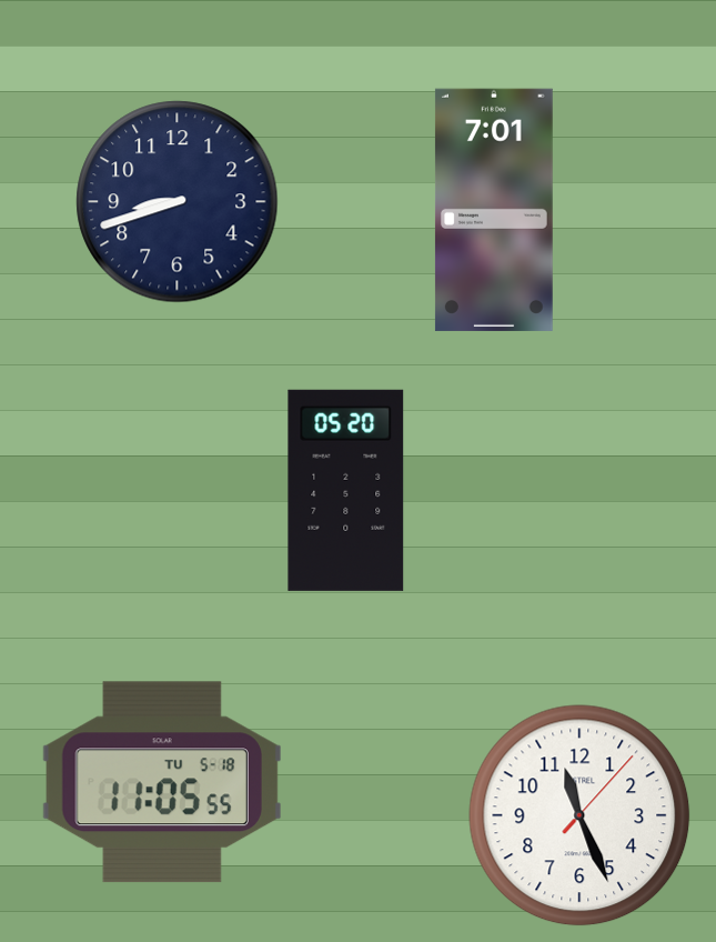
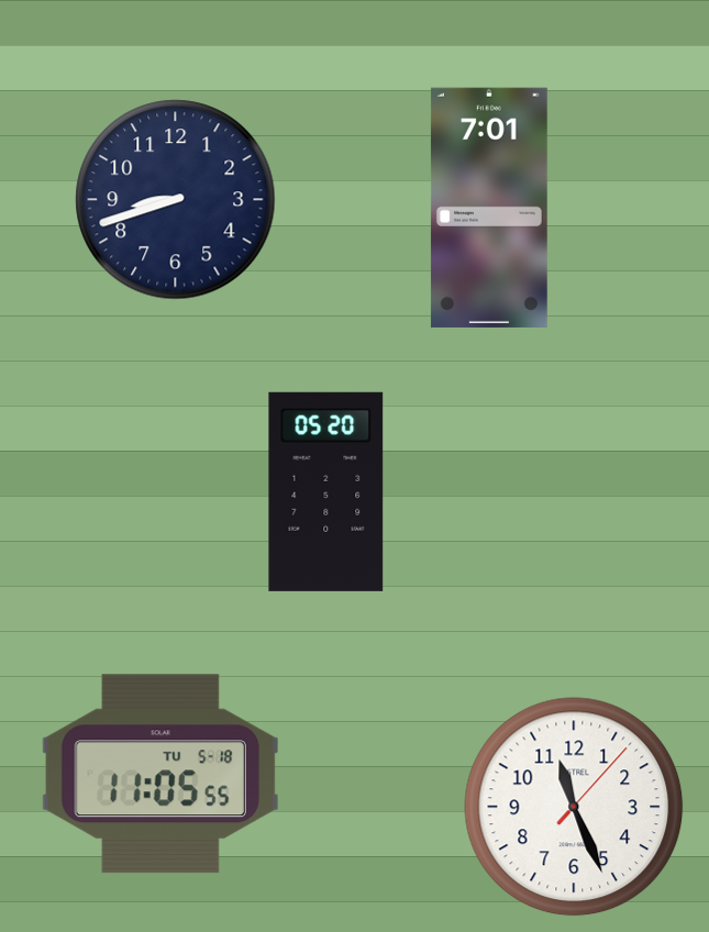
clock at (346, 490) position: (346, 490) -> (326, 491)
